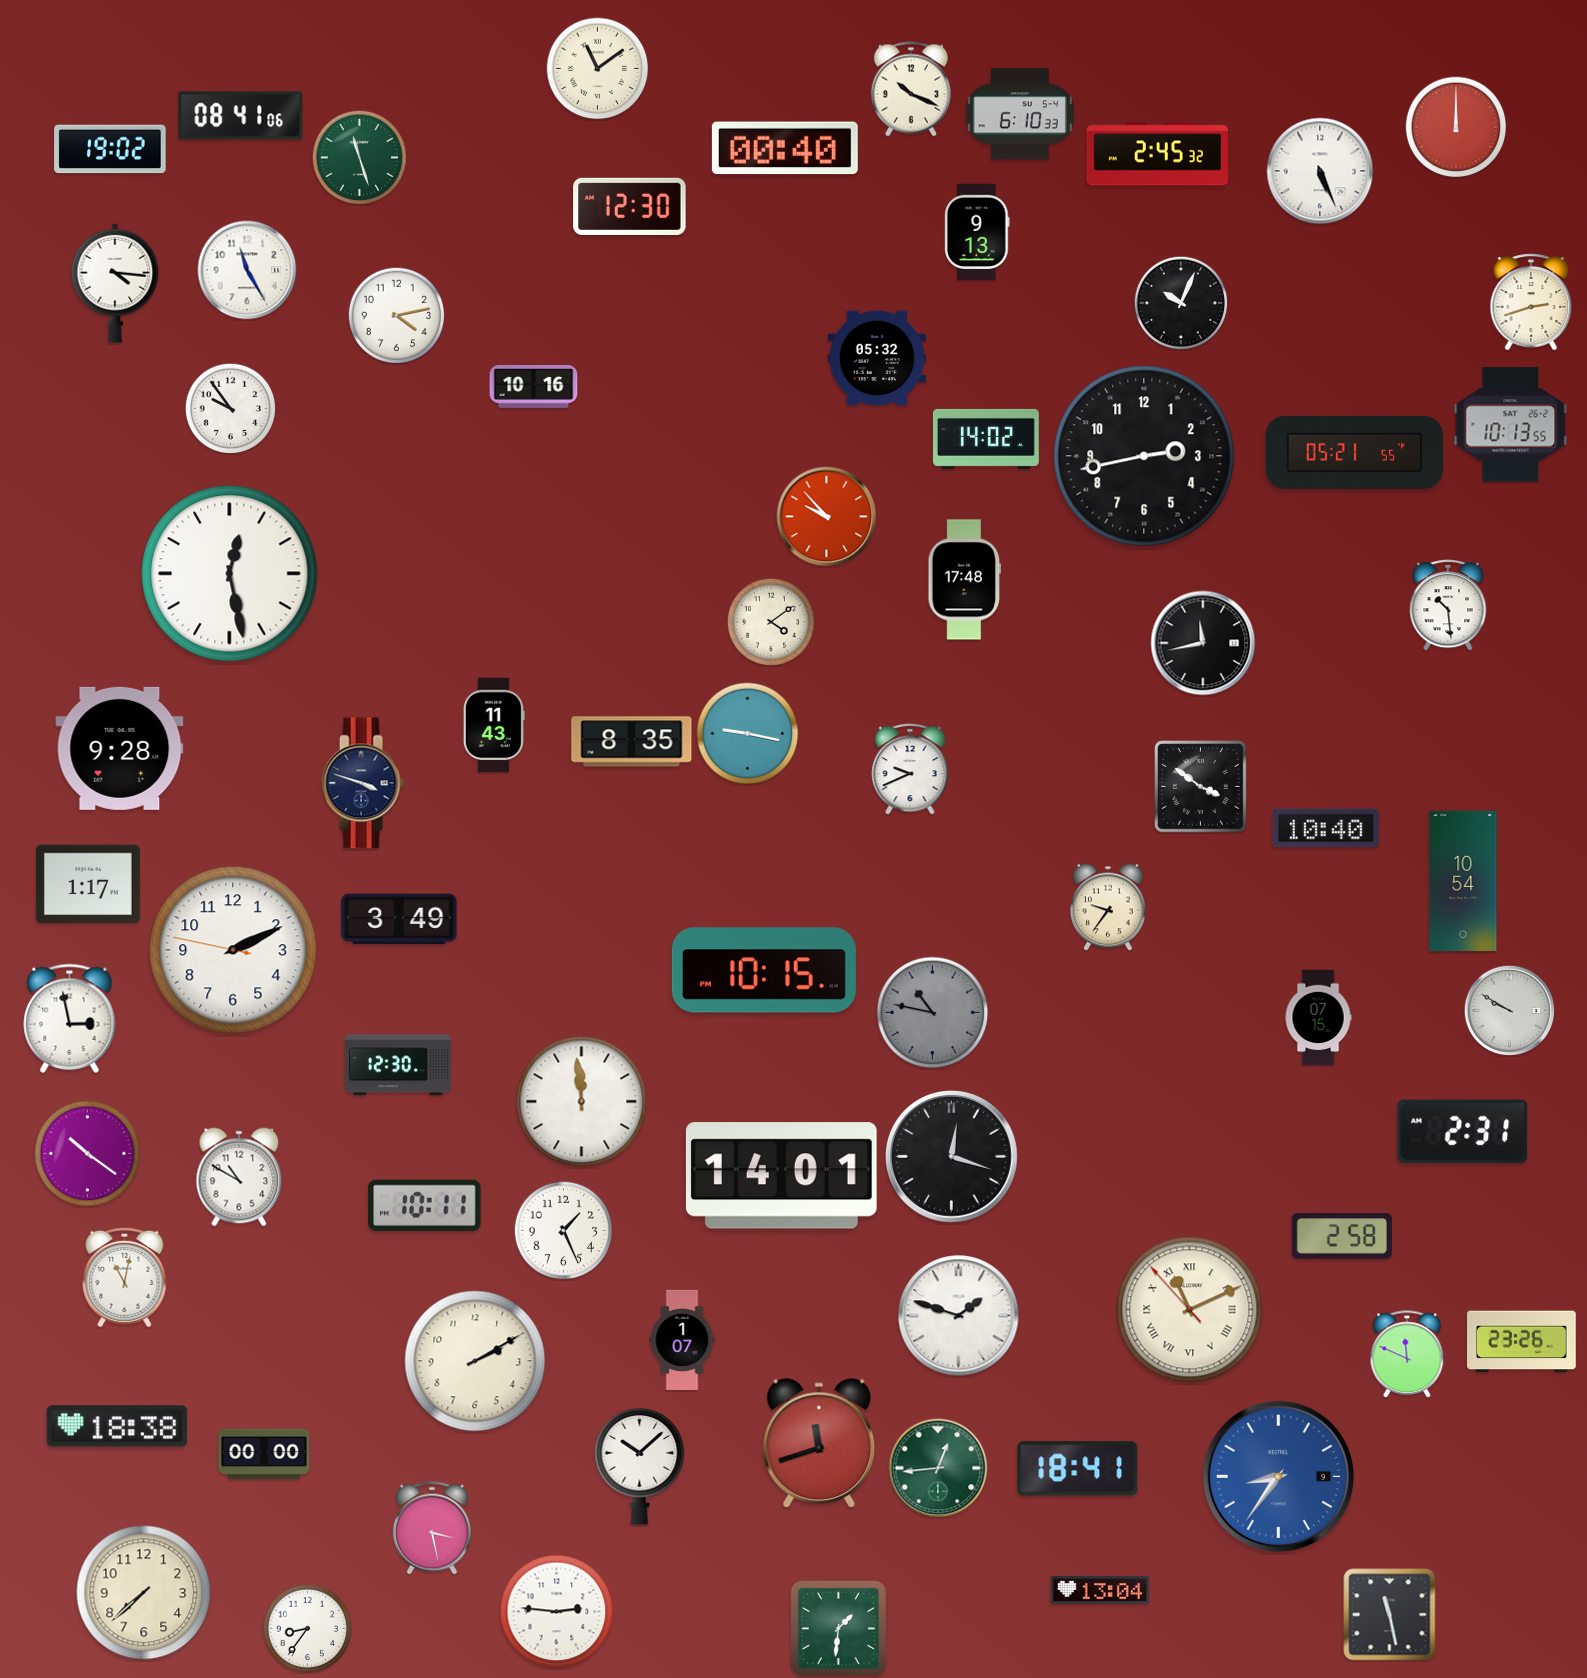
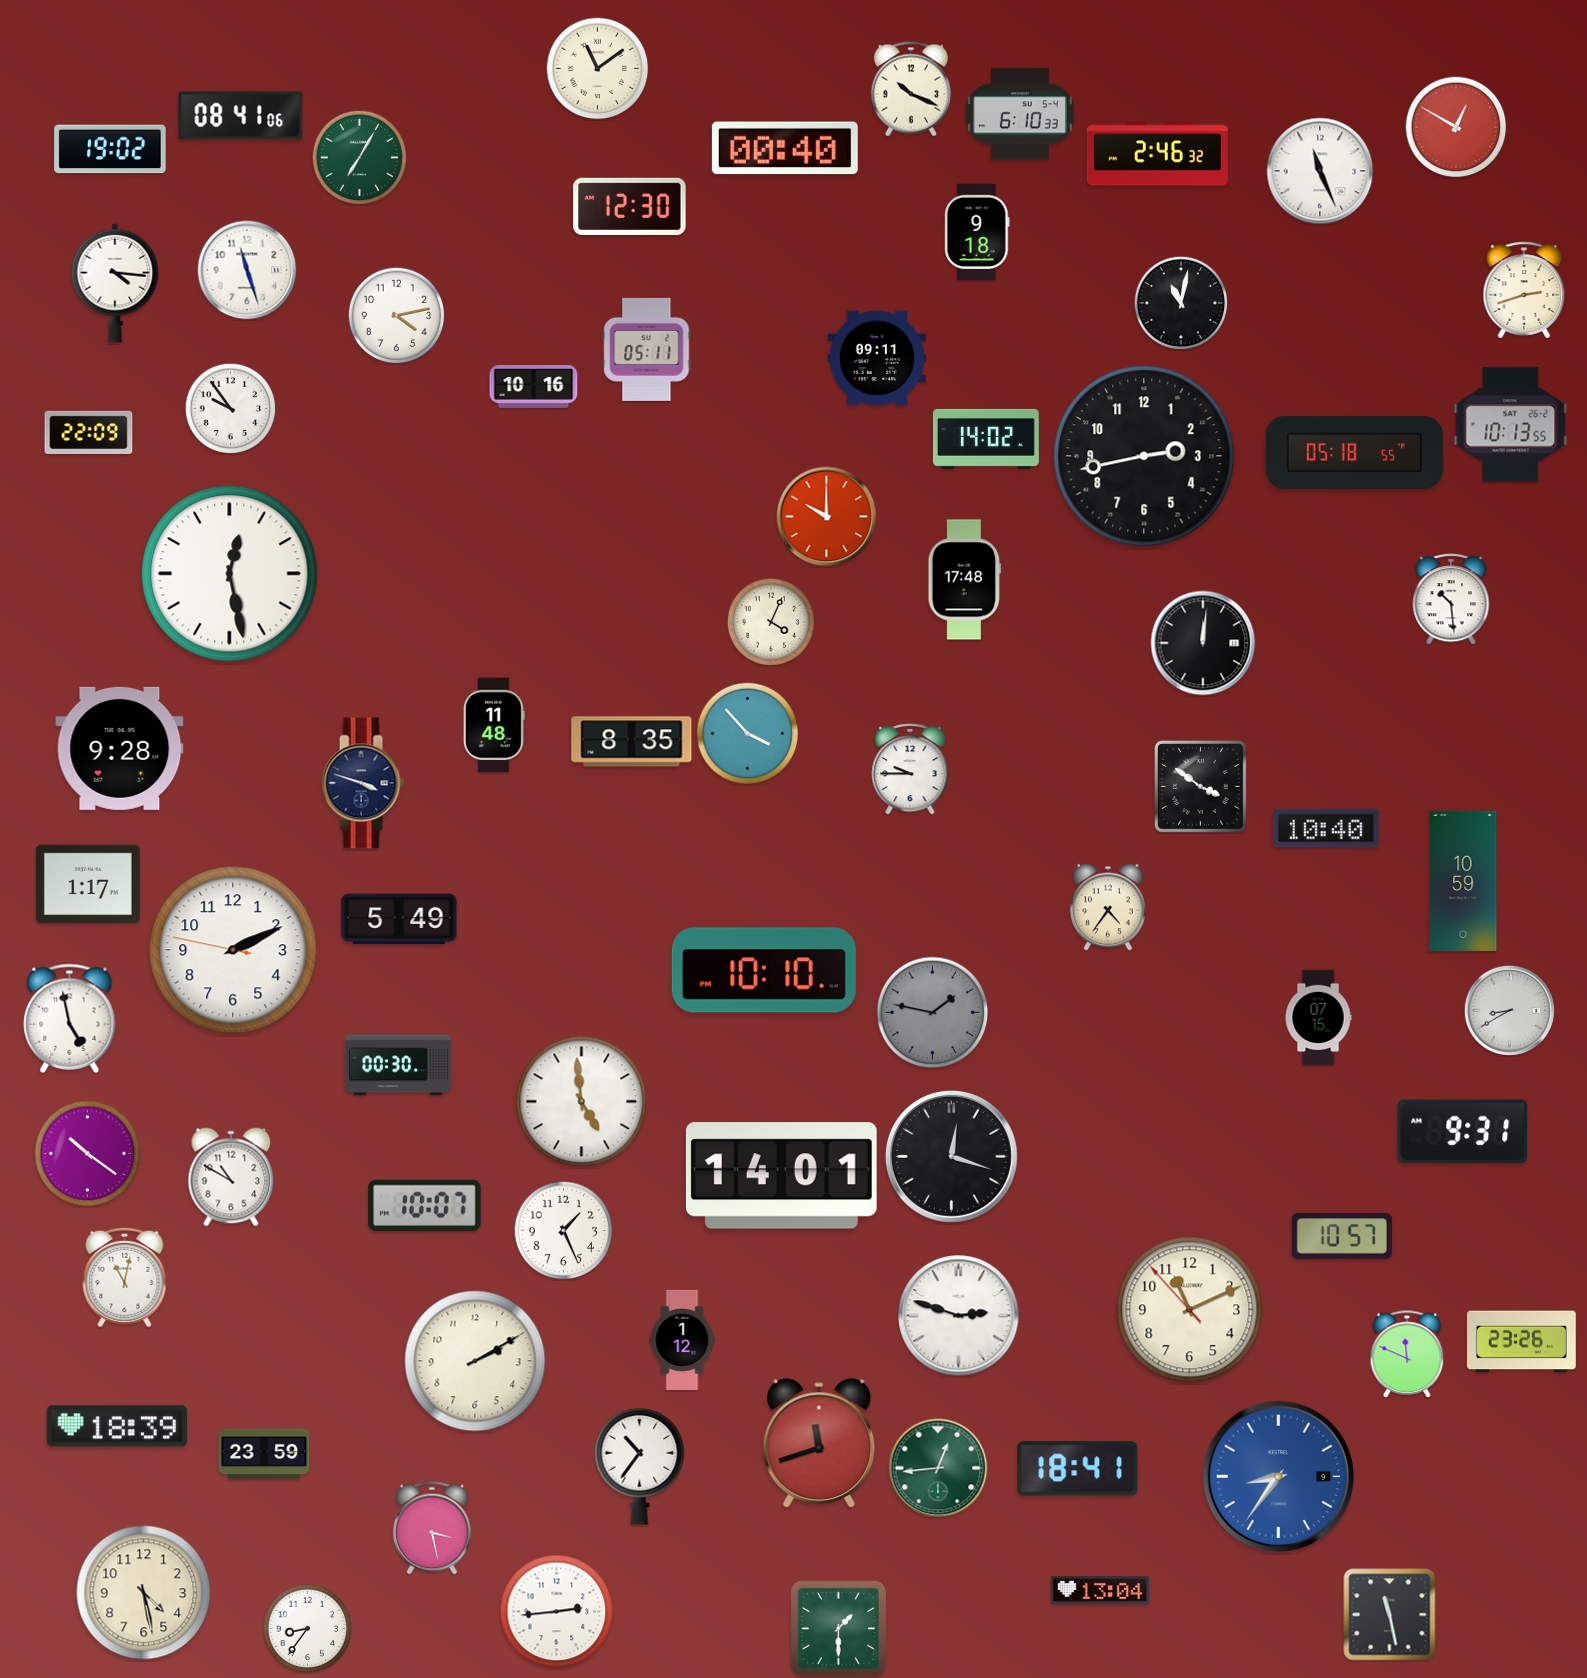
clock at (1456, 127): 12:00 -> 12:50
clock at (1157, 154): 2:45 -> 2:46
clock at (359, 157): 11:27 -> 7:05
clock at (1320, 171): 5:26 -> 11:26
clock at (977, 232): 9:13 -> 9:18
clock at (247, 270): 11:25 -> 11:27
clock at (1531, 302) position: (1531, 302) -> (1524, 290)
clock at (1181, 303): 10:04 -> 11:02
clock at (647, 349): none -> 05:11
clock at (876, 358): 05:32 -> 09:11
clock at (89, 432): none -> 22:09
clock at (1355, 452): 05:21 -> 05:18
clock at (827, 517): 9:53 -> 10:00
clock at (1448, 606) position: (1448, 606) -> (1451, 600)
clock at (770, 621): 4:09 -> 4:04
clock at (1203, 643): 11:43 -> 12:01
clock at (494, 725): 11:43 -> 11:48
clock at (748, 734): 9:17 -> 3:53
clock at (910, 770): 9:41 -> 9:45
clock at (1463, 881): 10:54 -> 10:59
clock at (1108, 907): 9:36 -> 4:36
clock at (399, 919): 3:49 -> 5:49
clock at (764, 970): 10:15 -> 10:10
clock at (1509, 1010): 9:50 -> 8:40
clock at (933, 1013): 10:47 -> 1:47
clock at (70, 1018): 2:58 -> 4:58
clock at (398, 1065): 12:30 -> 00:30
clock at (582, 1102): 11:59 -> 4:59
clock at (1463, 1131): 2:31 -> 9:31
clock at (239, 1177) position: (239, 1177) -> (231, 1177)
clock at (425, 1205): 10:11 -> 10:07
clock at (1342, 1236): 2:58 -> 10:57
clock at (1190, 1310) numerals: Roman -> Arabic
clock at (959, 1316): 1:48 -> 2:48
clock at (682, 1340): 1:07 -> 1:12
clock at (117, 1426): 18:38 -> 18:39
clock at (264, 1454): 00:00 -> 23:59
clock at (640, 1466): 10:08 -> 10:36
clock at (144, 1593): 7:38 -> 4:28
clock at (557, 1612): 2:46 -> 2:44
clock at (838, 1628): 1:31 -> 1:30
